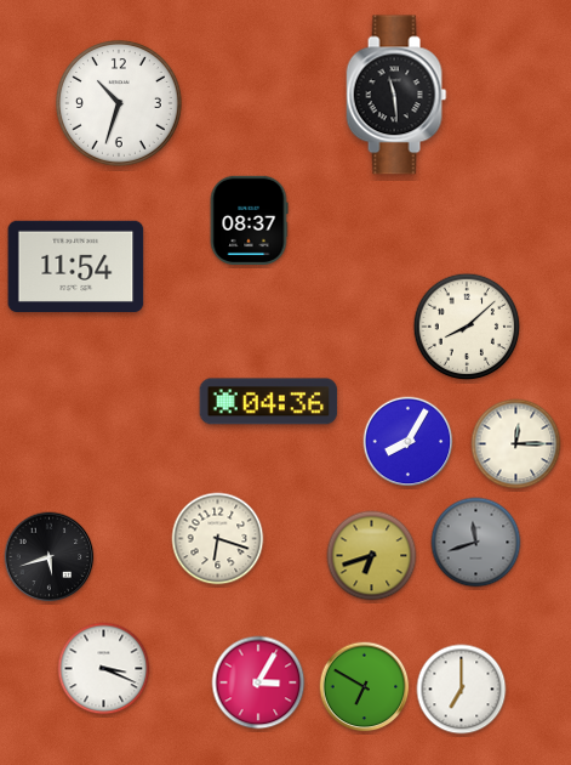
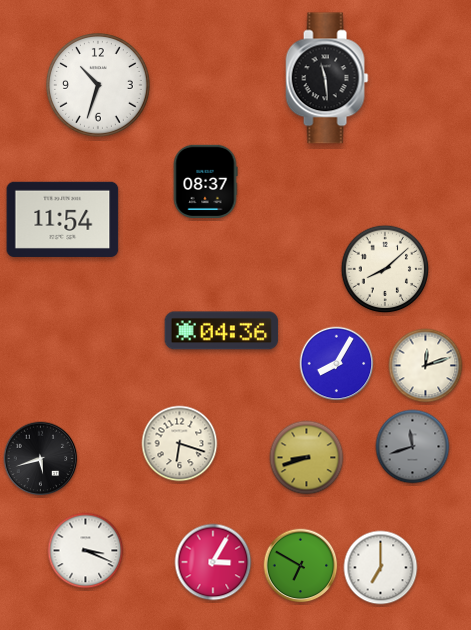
clock at (516, 444): 12:15 -> 12:12
clock at (476, 543) position: (476, 543) -> (413, 447)
clock at (372, 556): 6:42 -> 8:42
